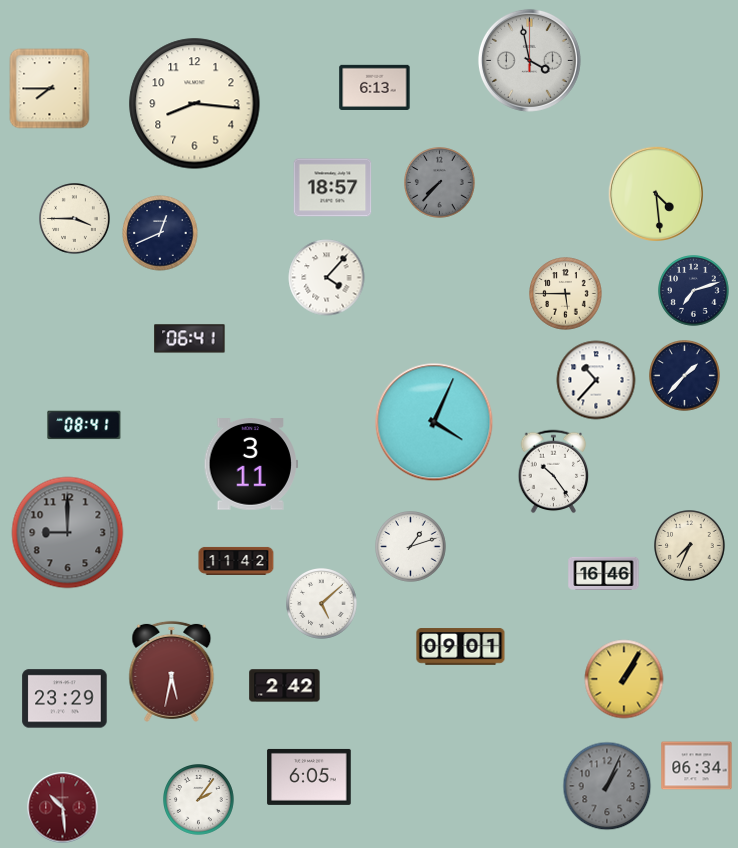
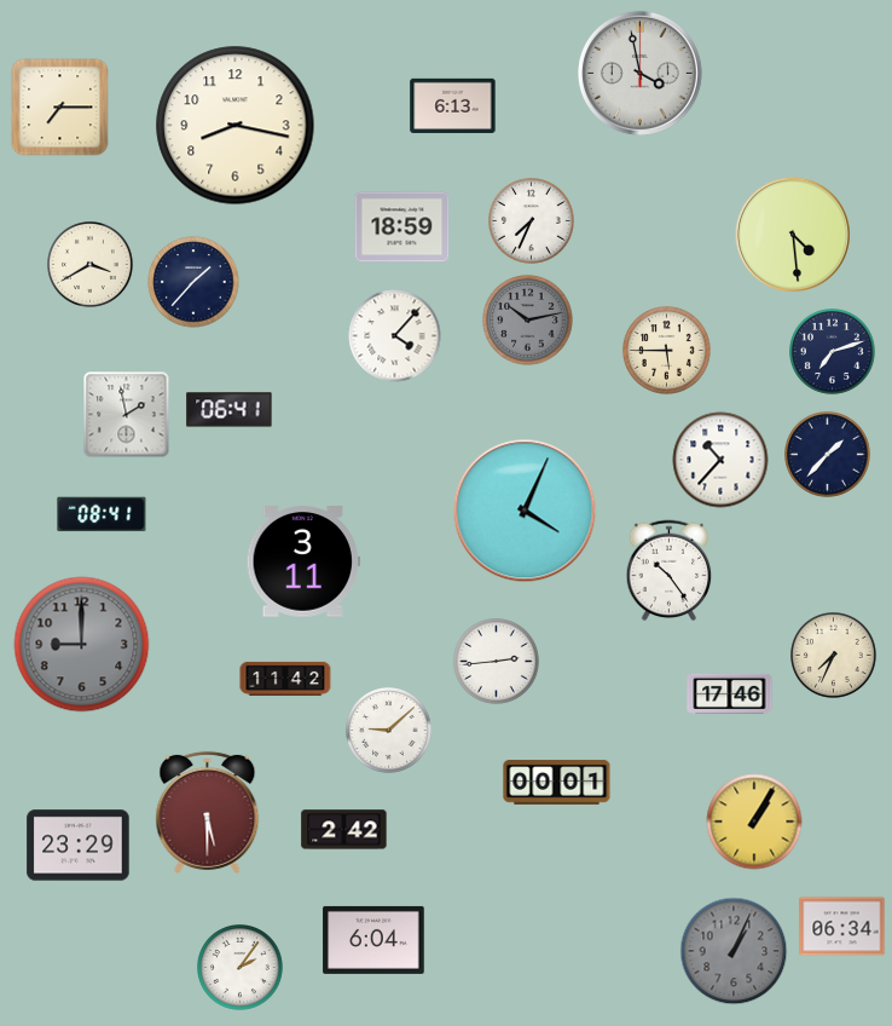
clock at (50, 89): 7:45 -> 7:15
clock at (195, 104): 8:16 -> 8:17
clock at (440, 183): 7:37 -> 7:34
clock at (440, 183) dial: grey -> white
clock at (333, 188): 18:57 -> 18:59
clock at (75, 219): 3:45 -> 3:40
clock at (160, 233): 12:41 -> 1:37
clock at (528, 321): none -> 10:13
clock at (694, 291) position: (694, 291) -> (833, 352)
clock at (566, 294) position: (566, 294) -> (667, 351)
clock at (127, 415): none -> 1:58
clock at (690, 546) position: (690, 546) -> (834, 656)
clock at (411, 547): 1:12 -> 2:44
clock at (604, 573): 16:46 -> 17:46
clock at (322, 604): 5:08 -> 9:08
clock at (461, 647): 09:01 -> 00:01
clock at (172, 671): 5:32 -> 5:30
clock at (309, 777): 6:05 -> 6:04
clock at (63, 808): 10:29 -> none
